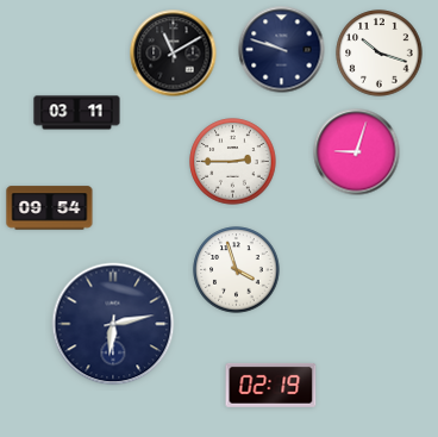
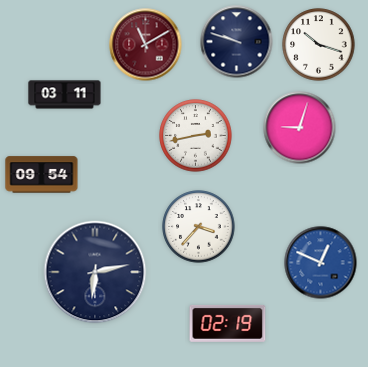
clock at (174, 54) dial: black -> burgundy
clock at (233, 162): 2:45 -> 2:43
clock at (237, 270): 3:57 -> 3:37
clock at (321, 263): none -> 12:49
